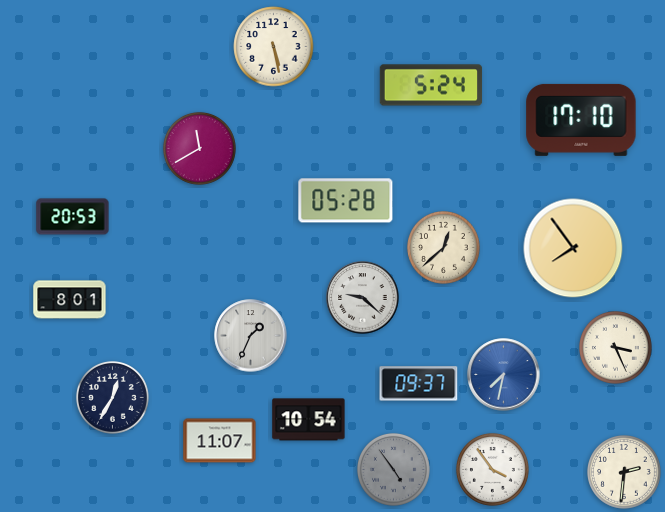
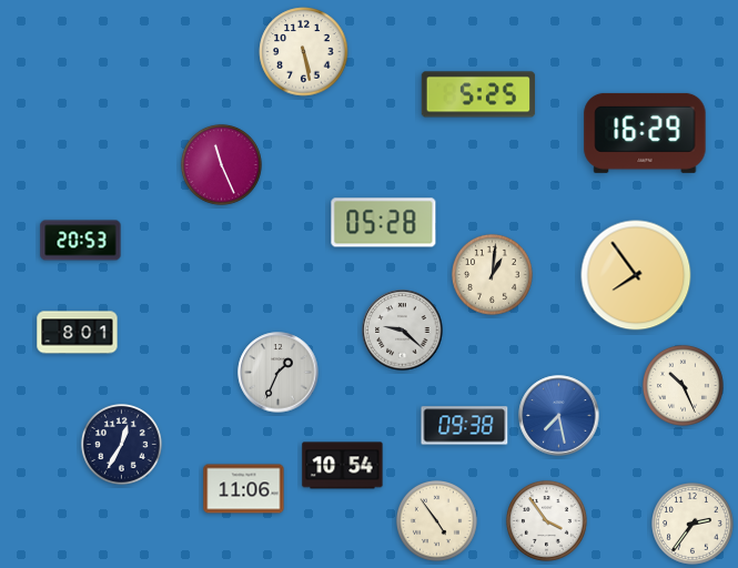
clock at (431, 85): 5:24 -> 5:25
clock at (581, 120): 17:10 -> 16:29
clock at (199, 148): 11:40 -> 11:26
clock at (443, 247): 12:38 -> 1:01
clock at (615, 347): 3:26 -> 10:26
clock at (504, 375): 7:32 -> 7:28
clock at (419, 384): 09:37 -> 09:38
clock at (112, 397) position: (112, 397) -> (121, 444)
clock at (220, 441): 11:07 -> 11:06
clock at (393, 469) dial: grey -> cream
clock at (625, 473): 2:31 -> 2:36
